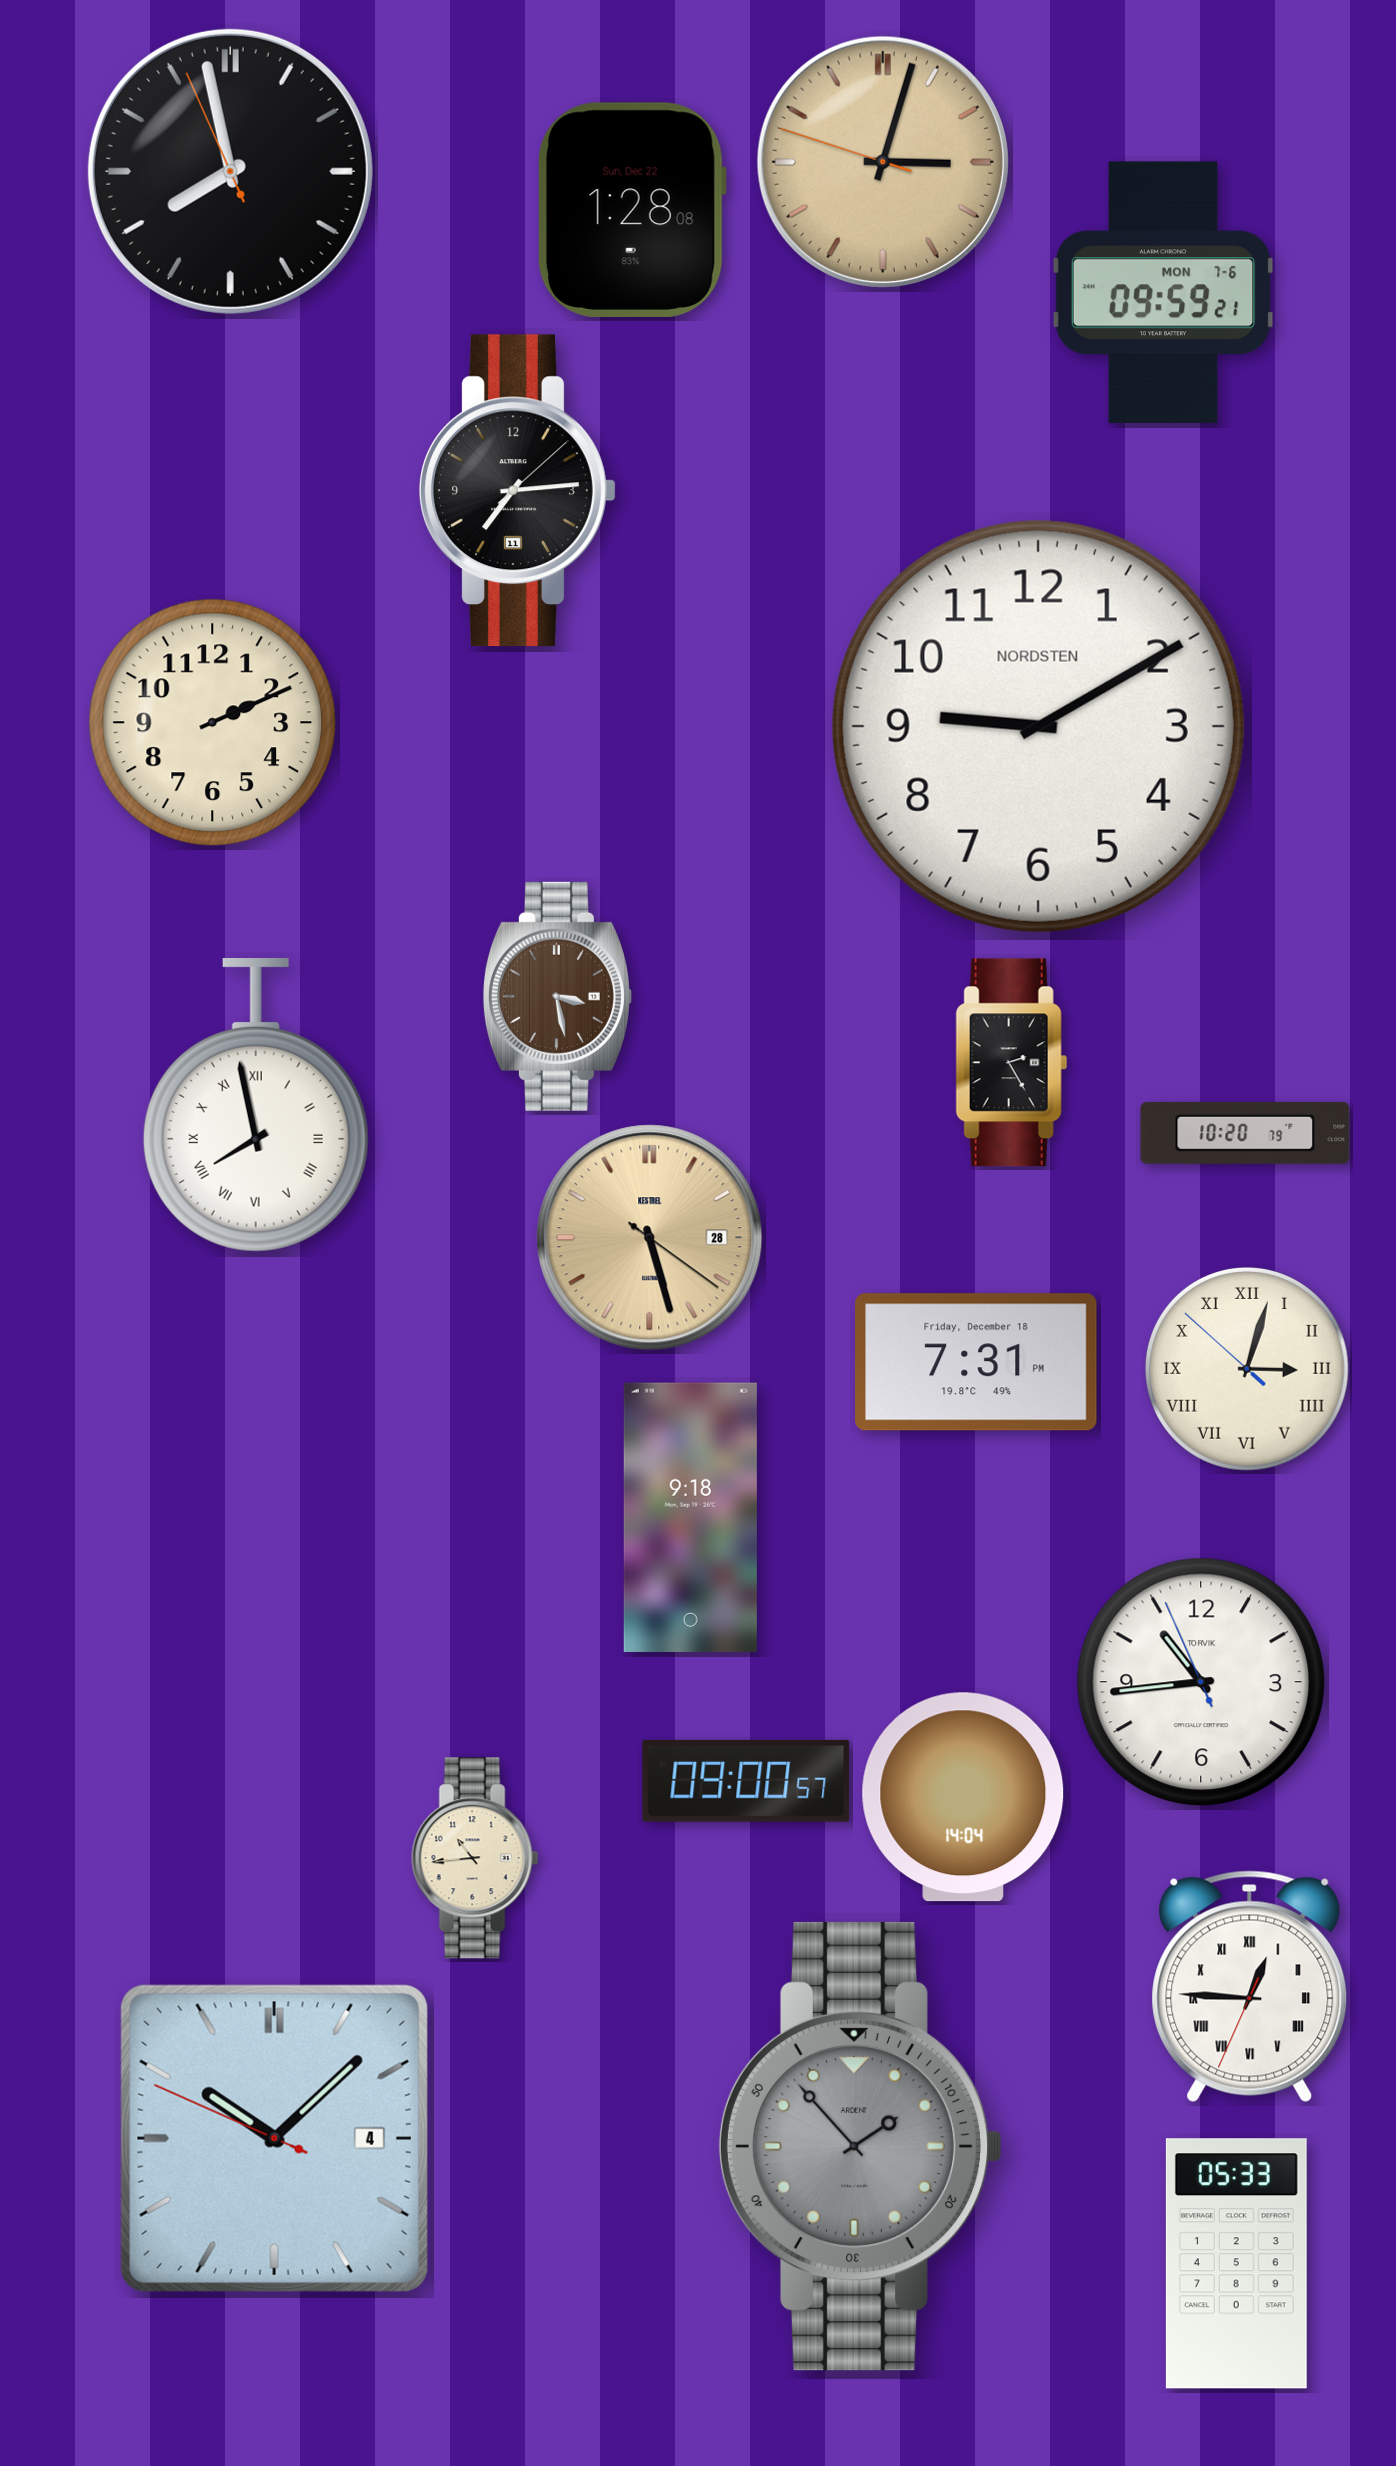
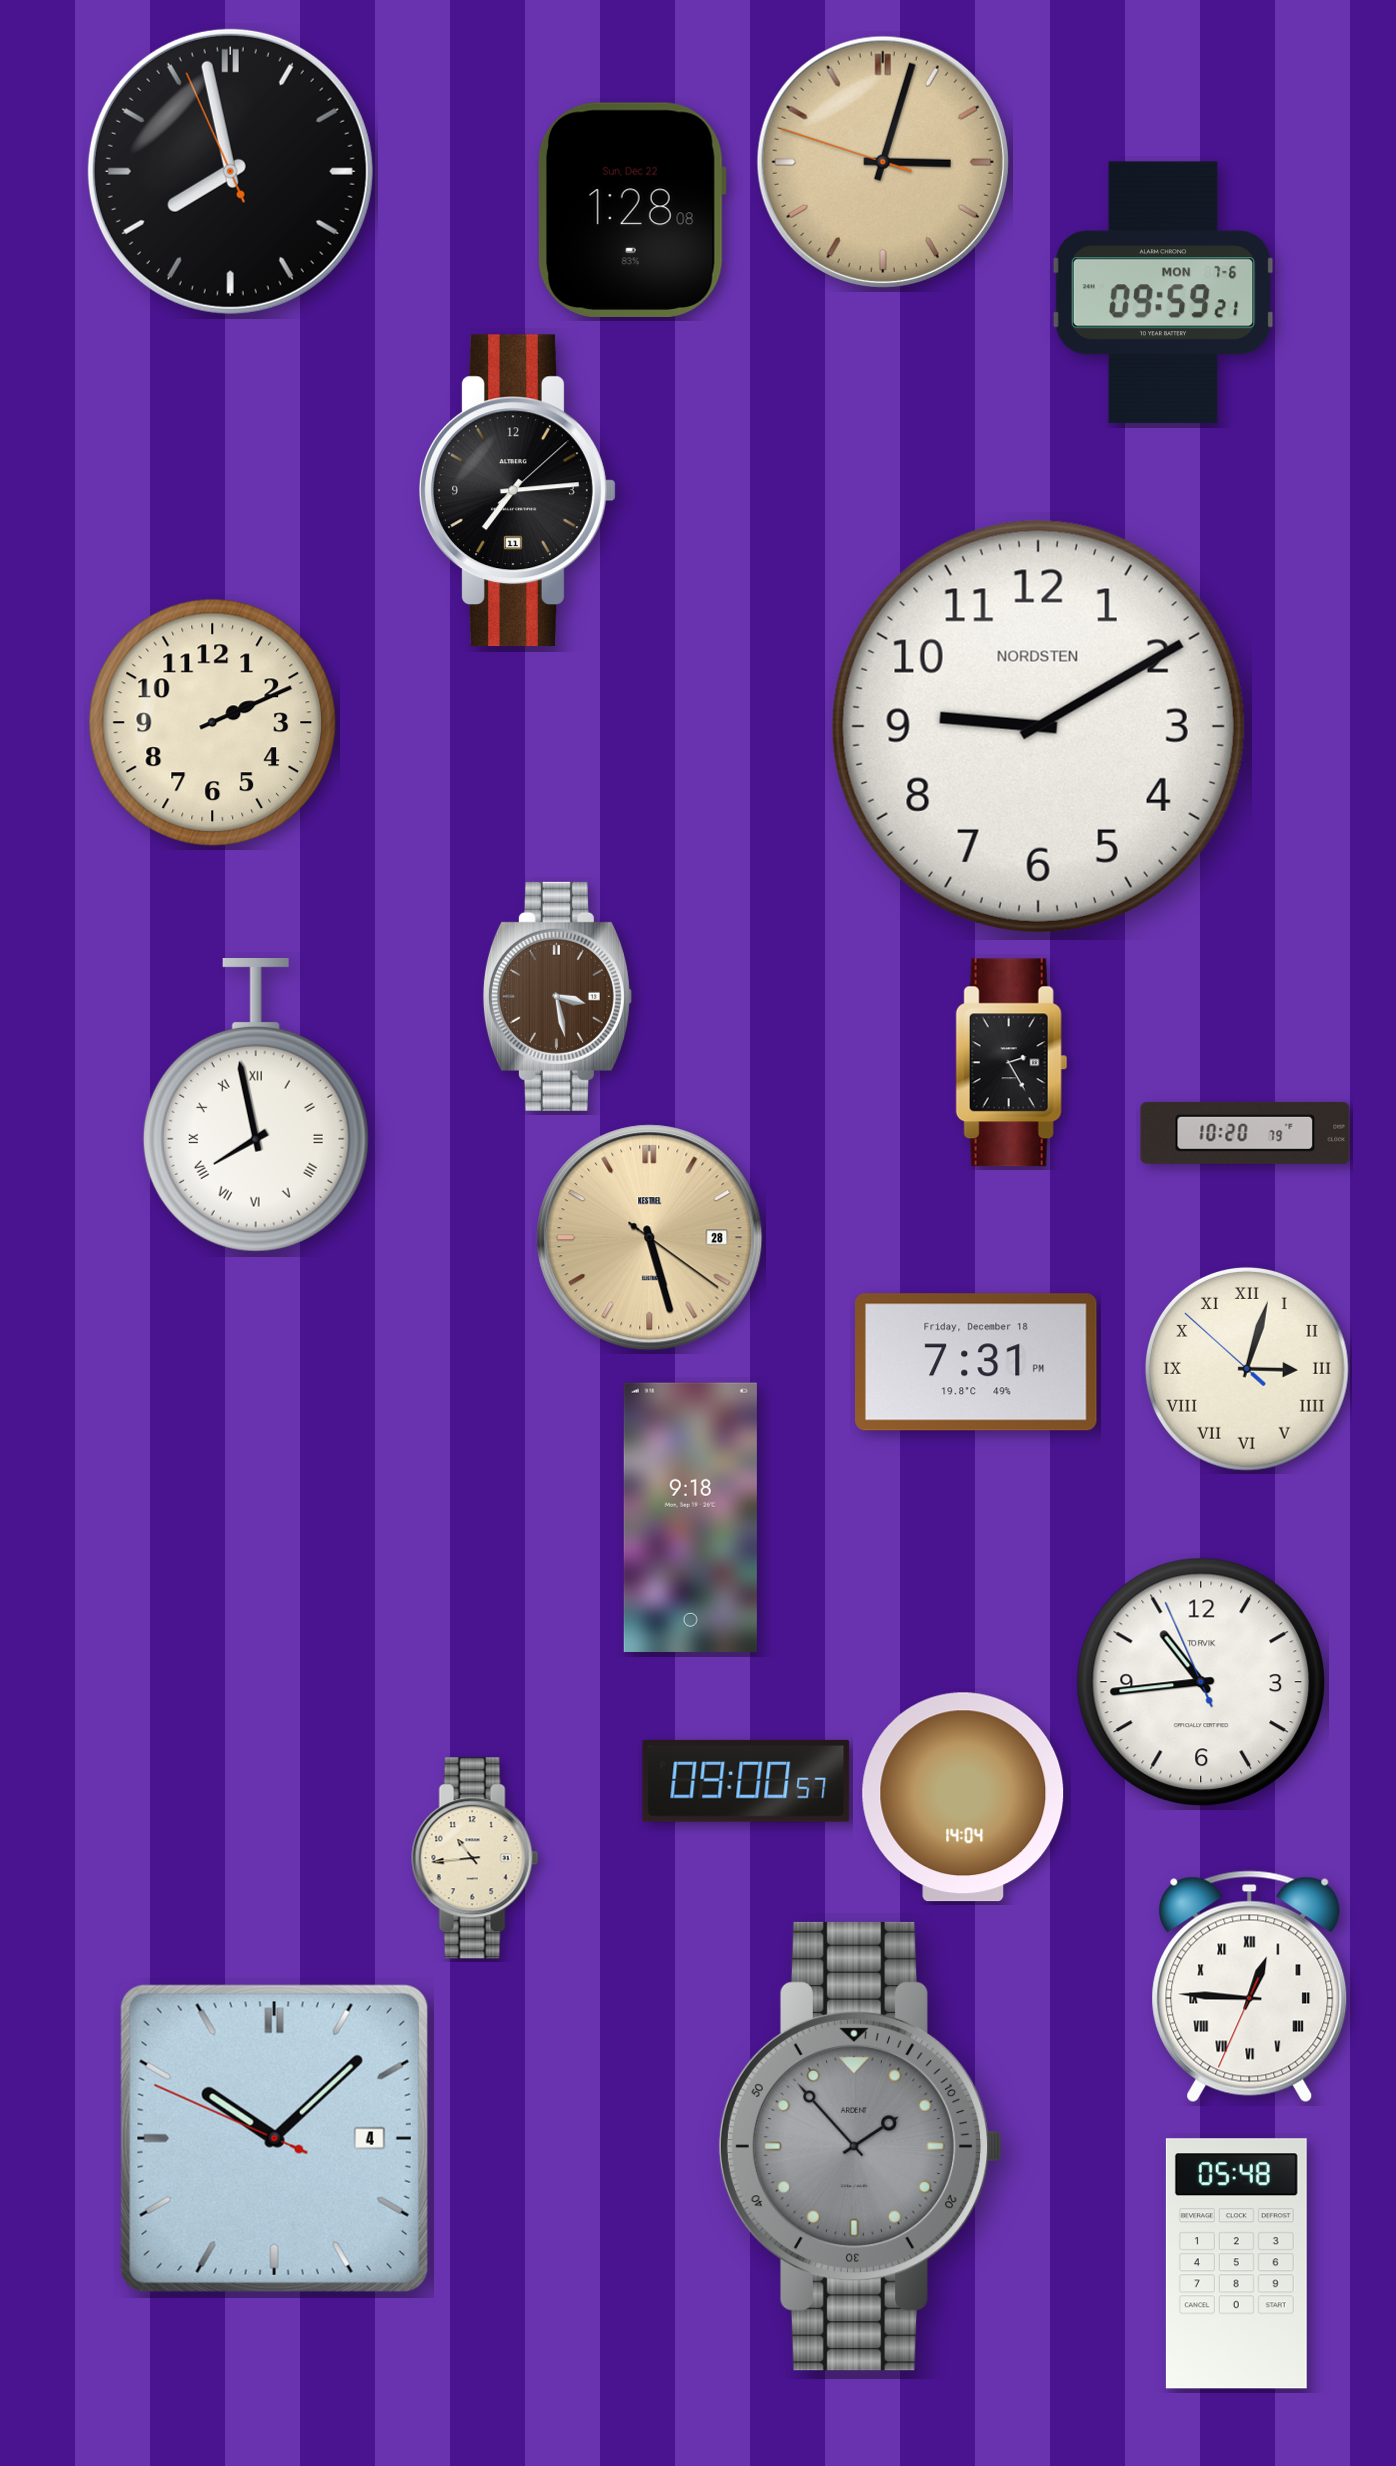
clock at (1236, 2264): 05:33 -> 05:48
